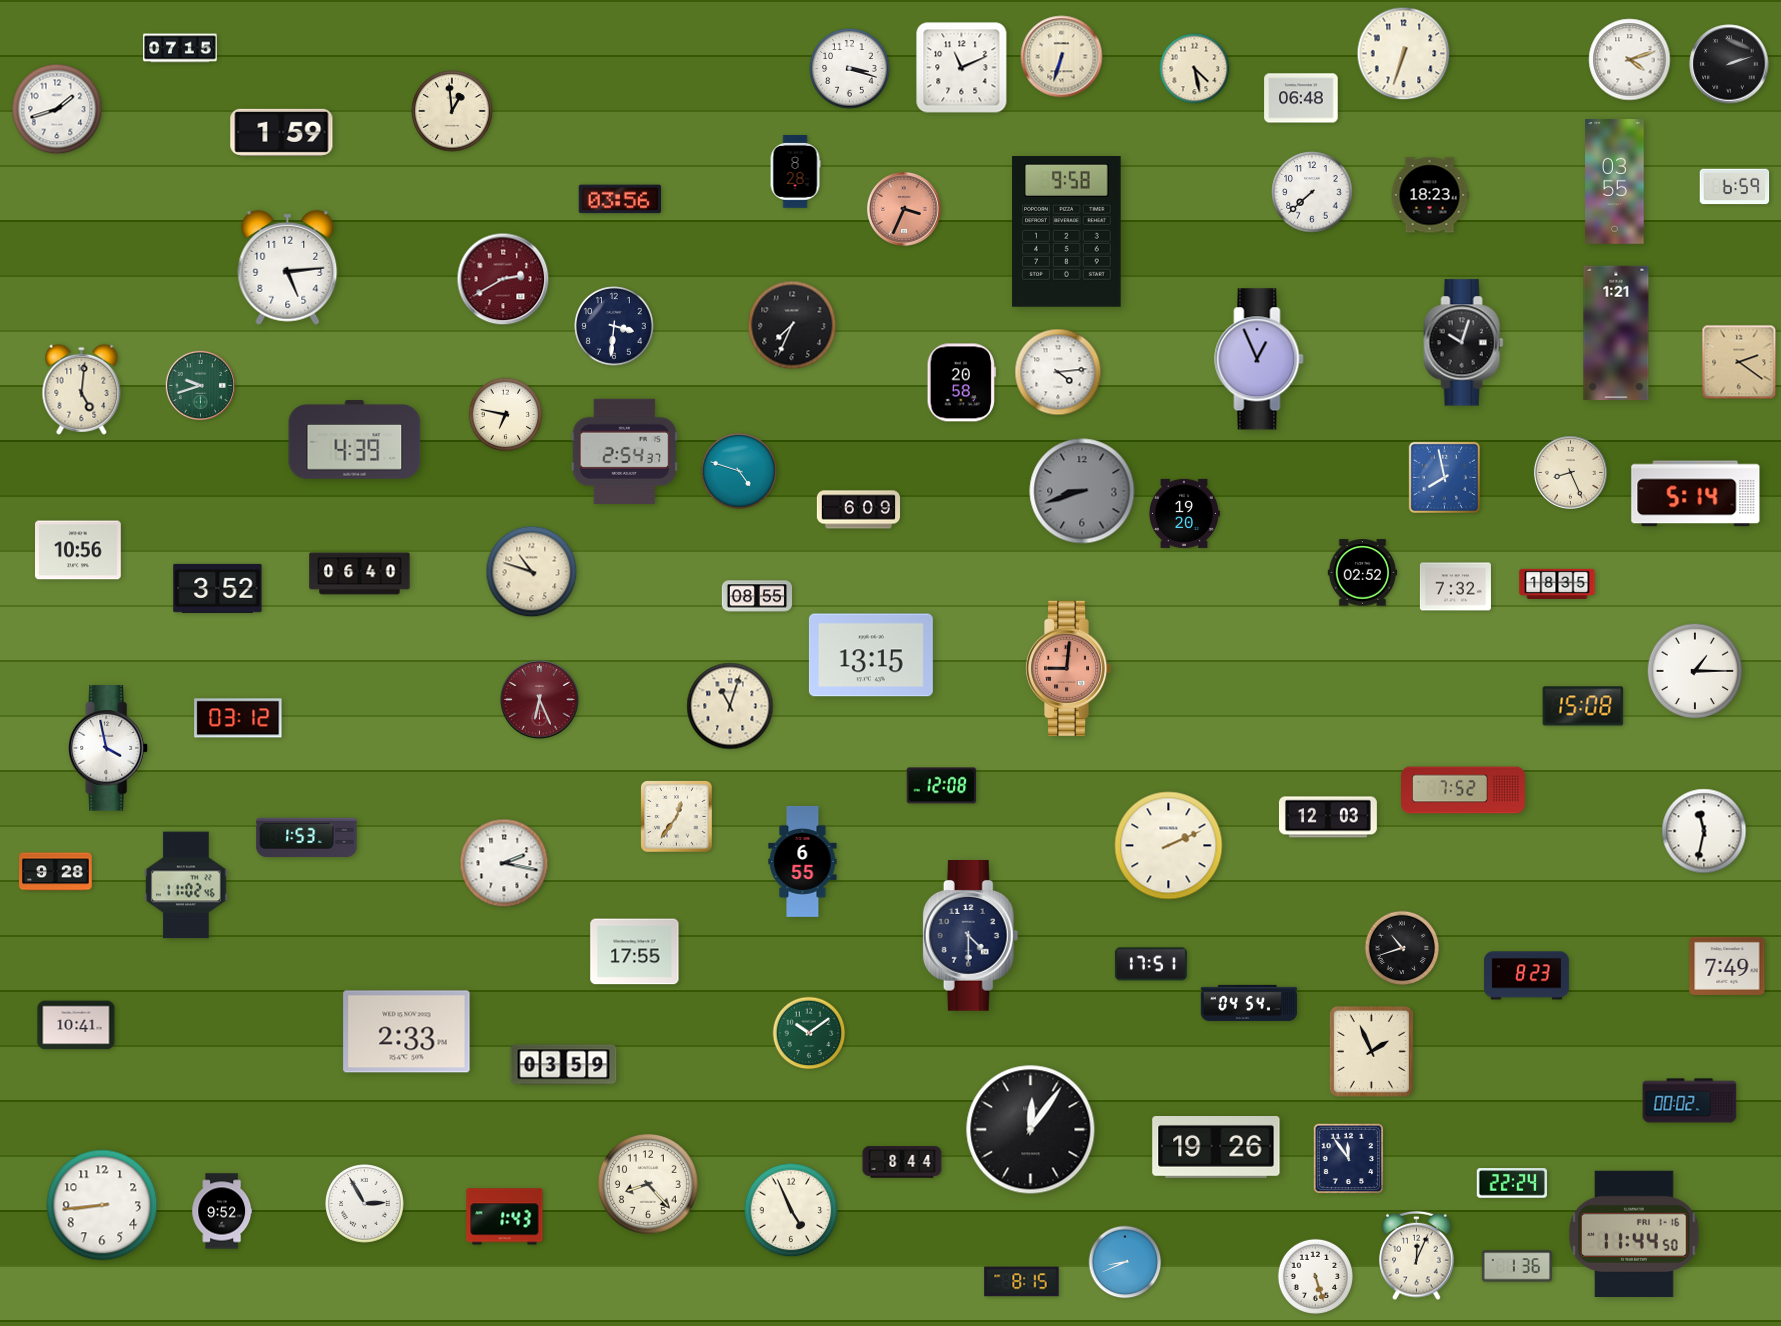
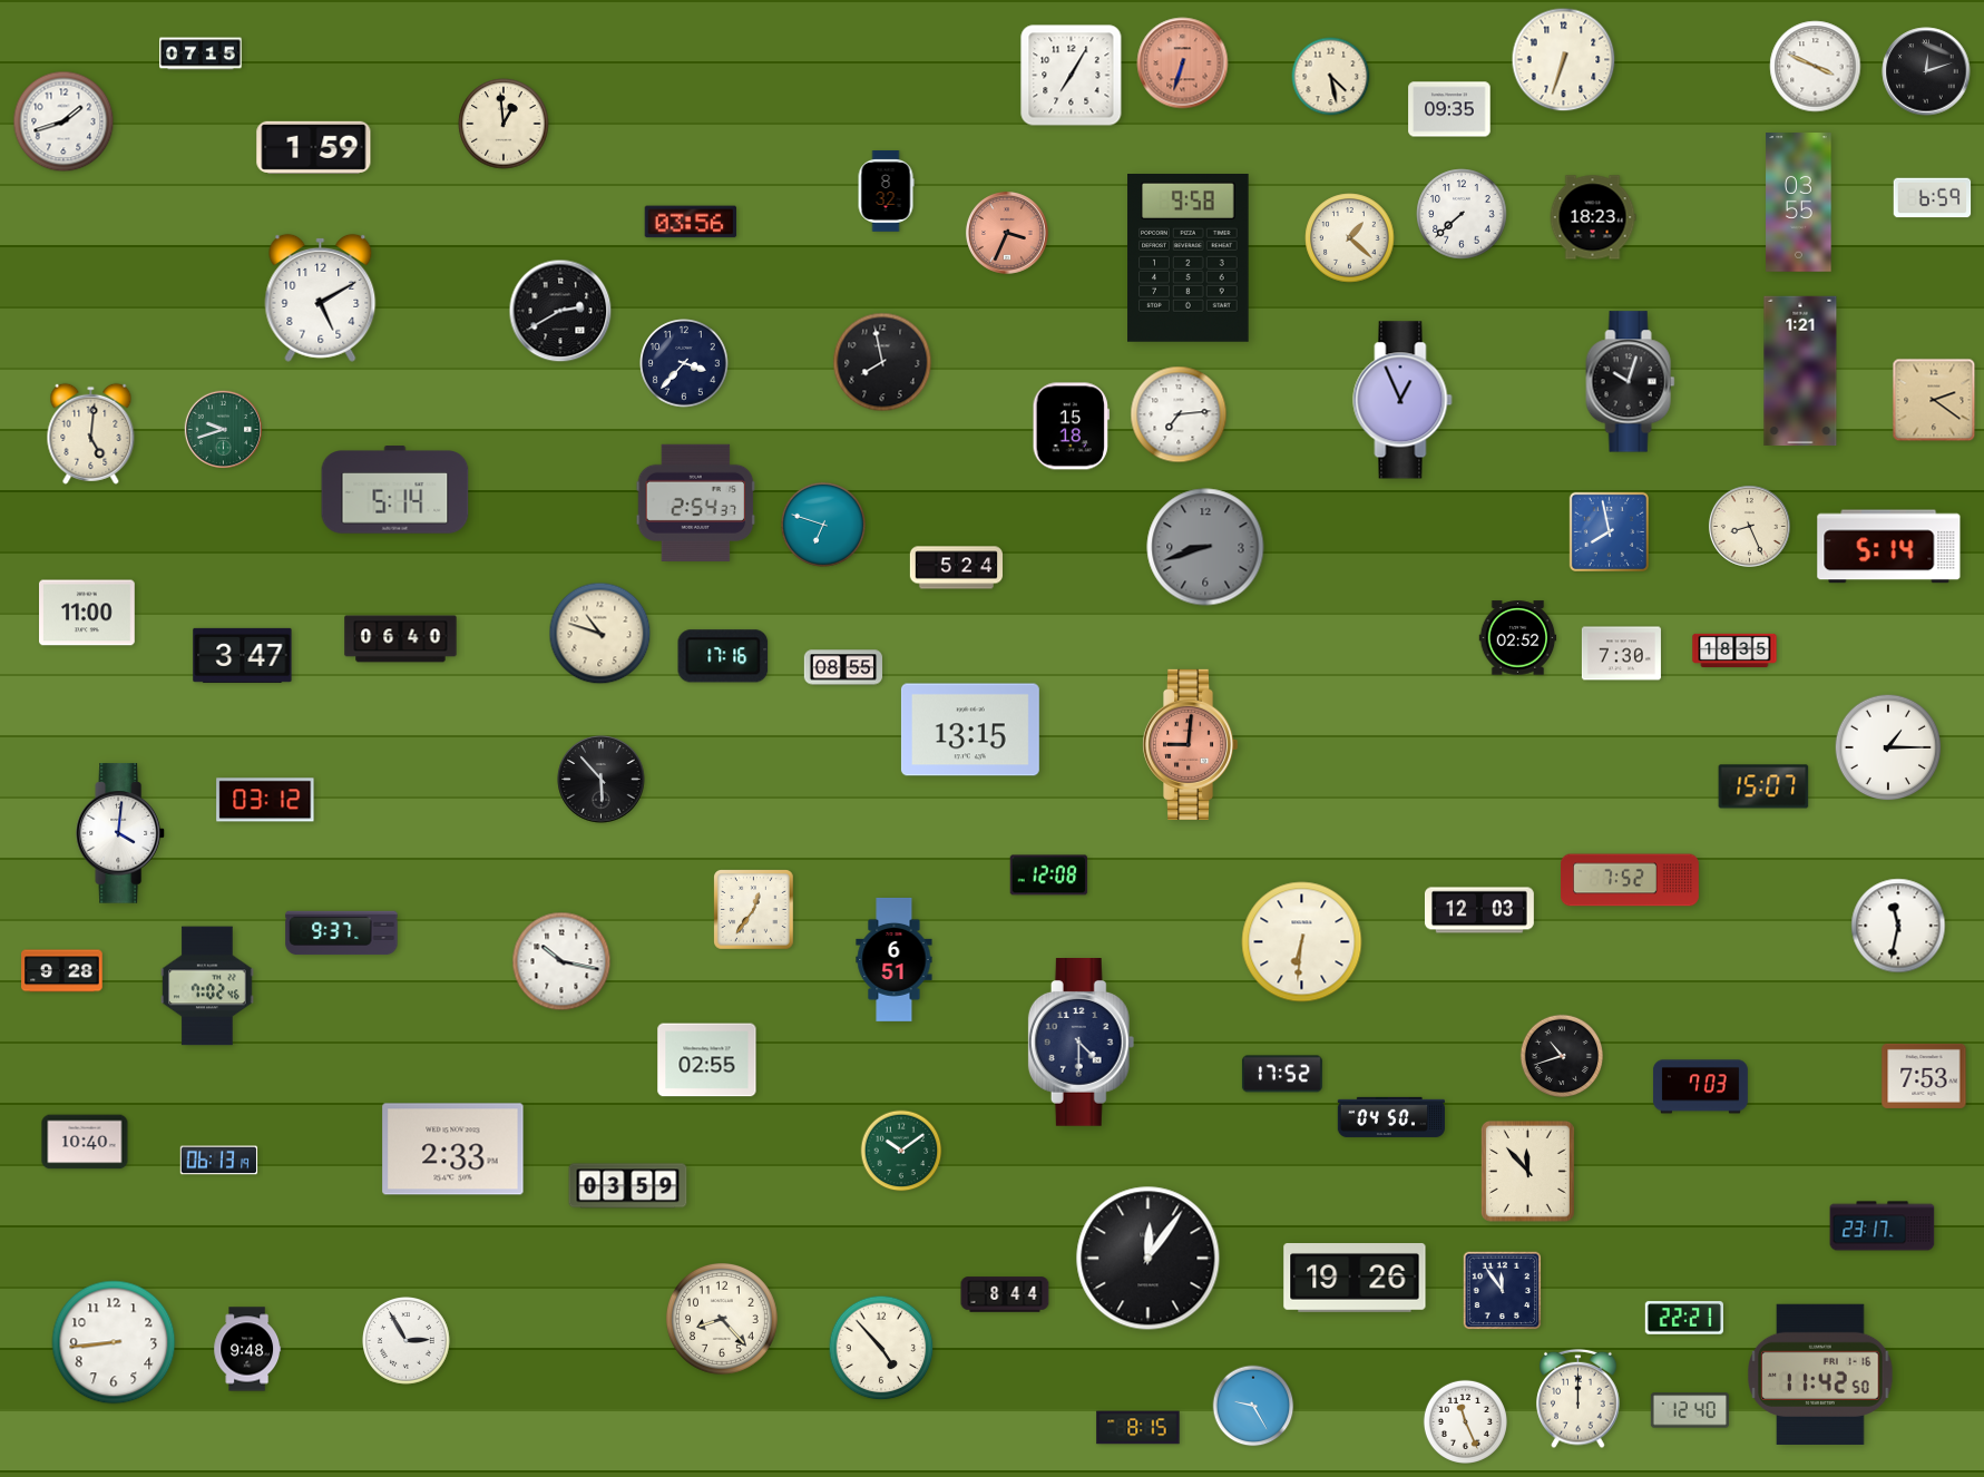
clock at (1062, 57) dial: cream -> salmon
clock at (1630, 60): 4:12 -> 3:49
clock at (1729, 64): 2:12 -> 12:12
clock at (962, 68): 11:11 -> 7:05
clock at (850, 69): 3:18 -> none
clock at (1301, 98): 06:48 -> 09:35
clock at (795, 172): 8:28 -> 8:32
clock at (1735, 187) position: (1735, 187) -> (1933, 198)
clock at (1350, 238): none -> 1:22
clock at (288, 267): 5:14 -> 5:10
clock at (503, 279) dial: burgundy -> black
clock at (792, 325): 7:34 -> 7:58
clock at (614, 326): 3:31 -> 3:37
clock at (1739, 362) position: (1739, 362) -> (1934, 400)
clock at (1058, 372): 4:14 -> 7:14
clock at (961, 383): 20:58 -> 15:18
clock at (506, 415): 6:47 -> none
clock at (355, 440): 4:39 -> 5:14
clock at (739, 471): 4:48 -> 6:48
clock at (1696, 494) position: (1696, 494) -> (1889, 547)
clock at (858, 510): 6:09 -> 5:24
clock at (1184, 513): 19:20 -> none
clock at (79, 550): 10:56 -> 11:00
clock at (532, 572) position: (532, 572) -> (600, 634)
clock at (1455, 587): 7:32 -> 7:30
clock at (218, 588): 3:52 -> 3:47
clock at (723, 656): none -> 17:16
clock at (757, 596) position: (757, 596) -> (843, 667)
clock at (540, 700): 6:26 -> 5:53
clock at (540, 700) dial: burgundy -> black
clock at (730, 706): 11:03 -> none
clock at (1583, 706): 15:08 -> 15:07
clock at (109, 748): 3:58 -> 4:01
clock at (307, 838): 1:53 -> 9:37
clock at (1169, 846): 2:11 -> 6:31
clock at (803, 861): 6:55 -> 6:51
clock at (504, 863): 2:17 -> 10:17
clock at (186, 885): 11:02 -> 7:02
clock at (635, 952): 17:55 -> 02:55
clock at (1151, 964): 17:51 -> 17:52
clock at (1727, 966): 7:49 -> 7:53
clock at (1526, 976): 8:23 -> 7:03
clock at (1249, 1003): 04:54 -> 04:50
clock at (76, 1025): 10:41 -> 10:40
clock at (219, 1161): none -> 06:13
clock at (1371, 1051): 1:56 -> 11:53
clock at (1690, 1101): 00:02 -> 23:17
clock at (1511, 1183): 22:24 -> 22:21
clock at (791, 1210): 4:56 -> 4:53
clock at (222, 1211): 9:52 -> 9:48
clock at (505, 1217): 1:43 -> none
clock at (1634, 1233): 11:44 -> 11:42
clock at (1417, 1256): 12:04 -> 12:00
clock at (1125, 1262): 8:41 -> 9:25
clock at (1516, 1266): 1:36 -> 12:40
clock at (1315, 1276): 5:27 -> 11:26
